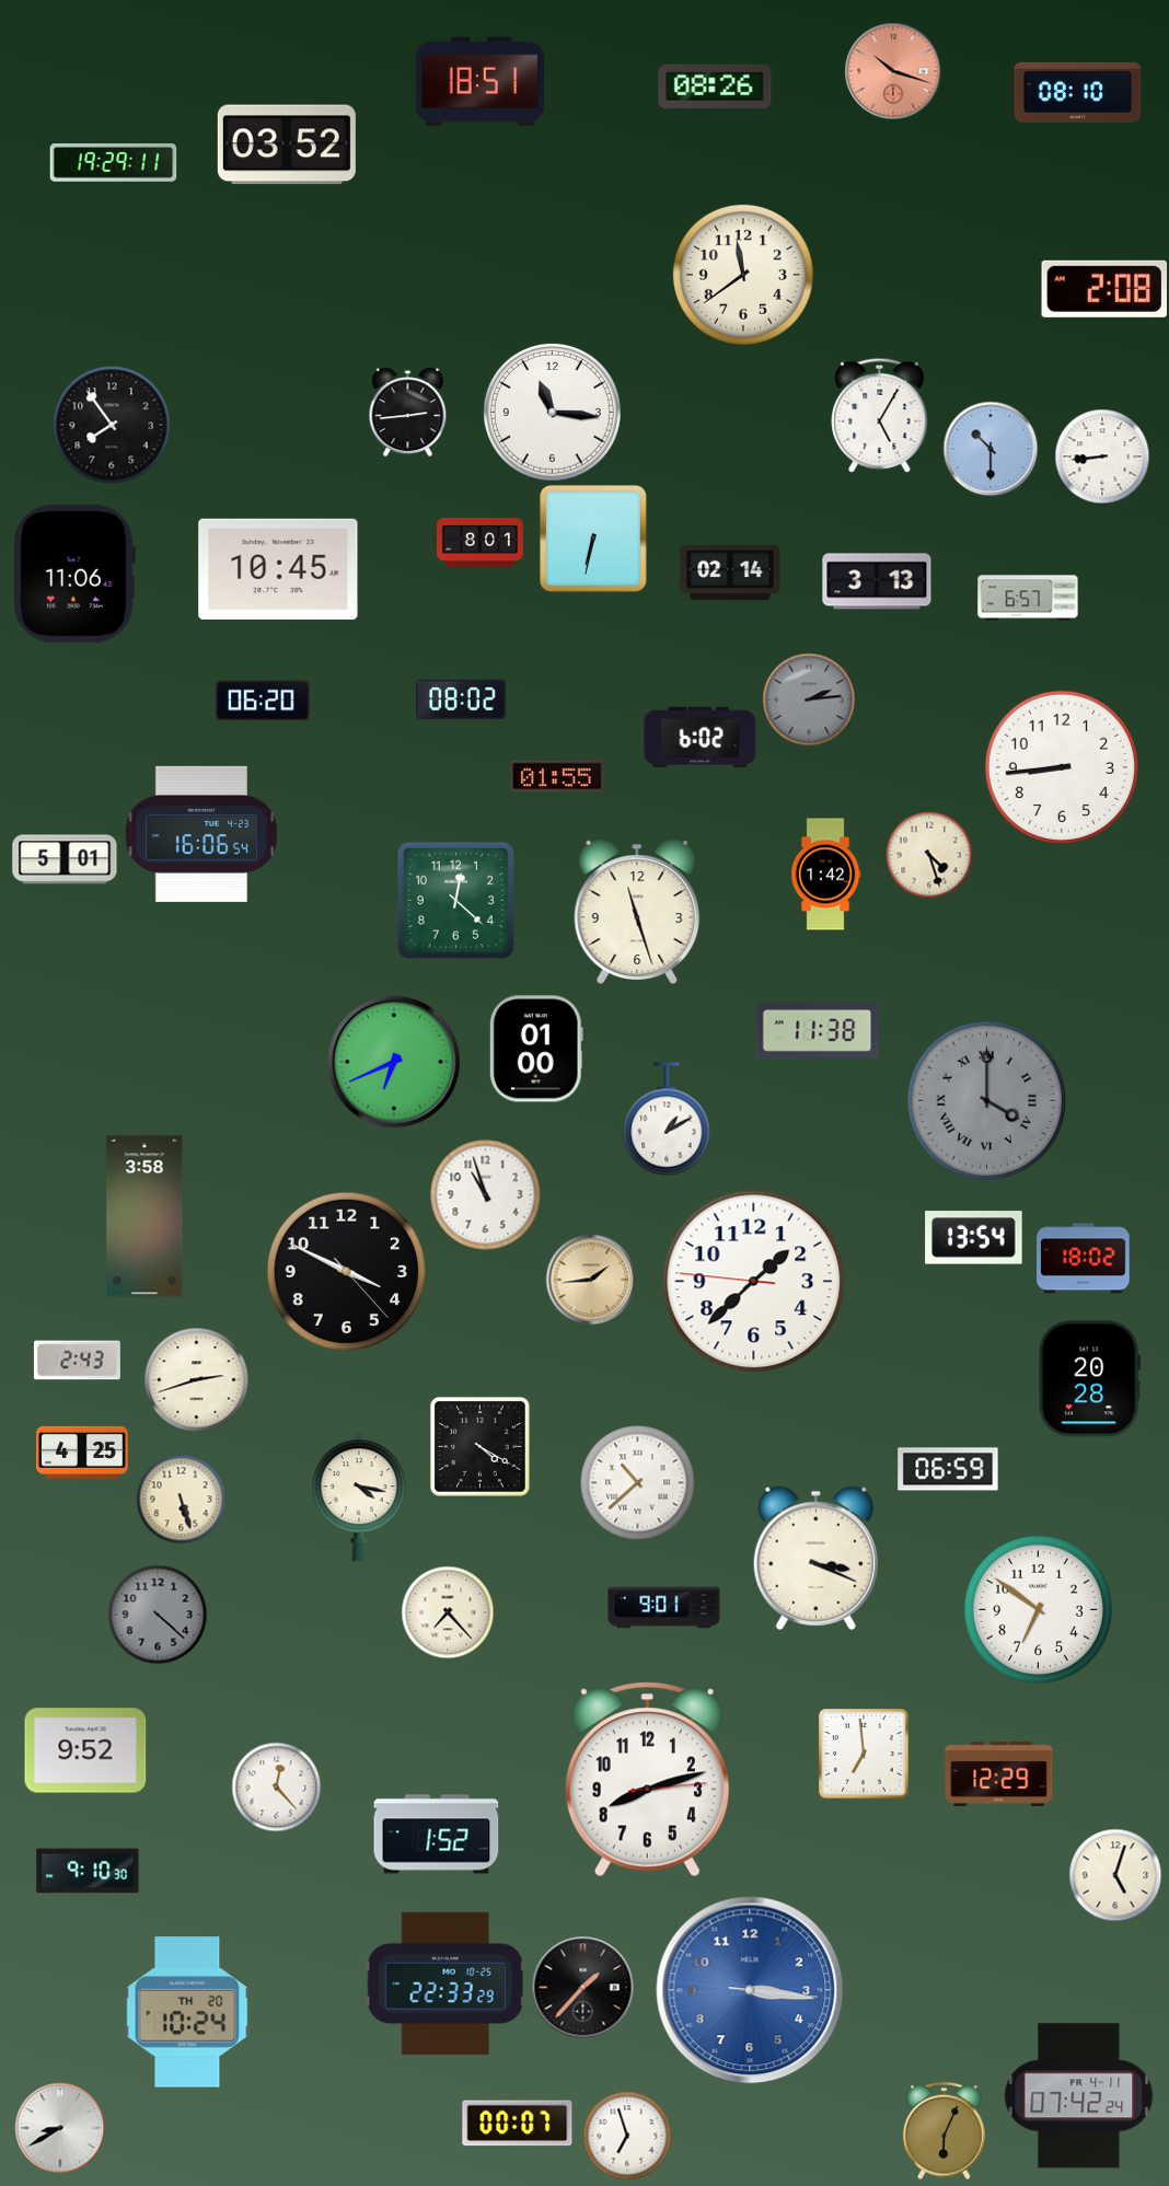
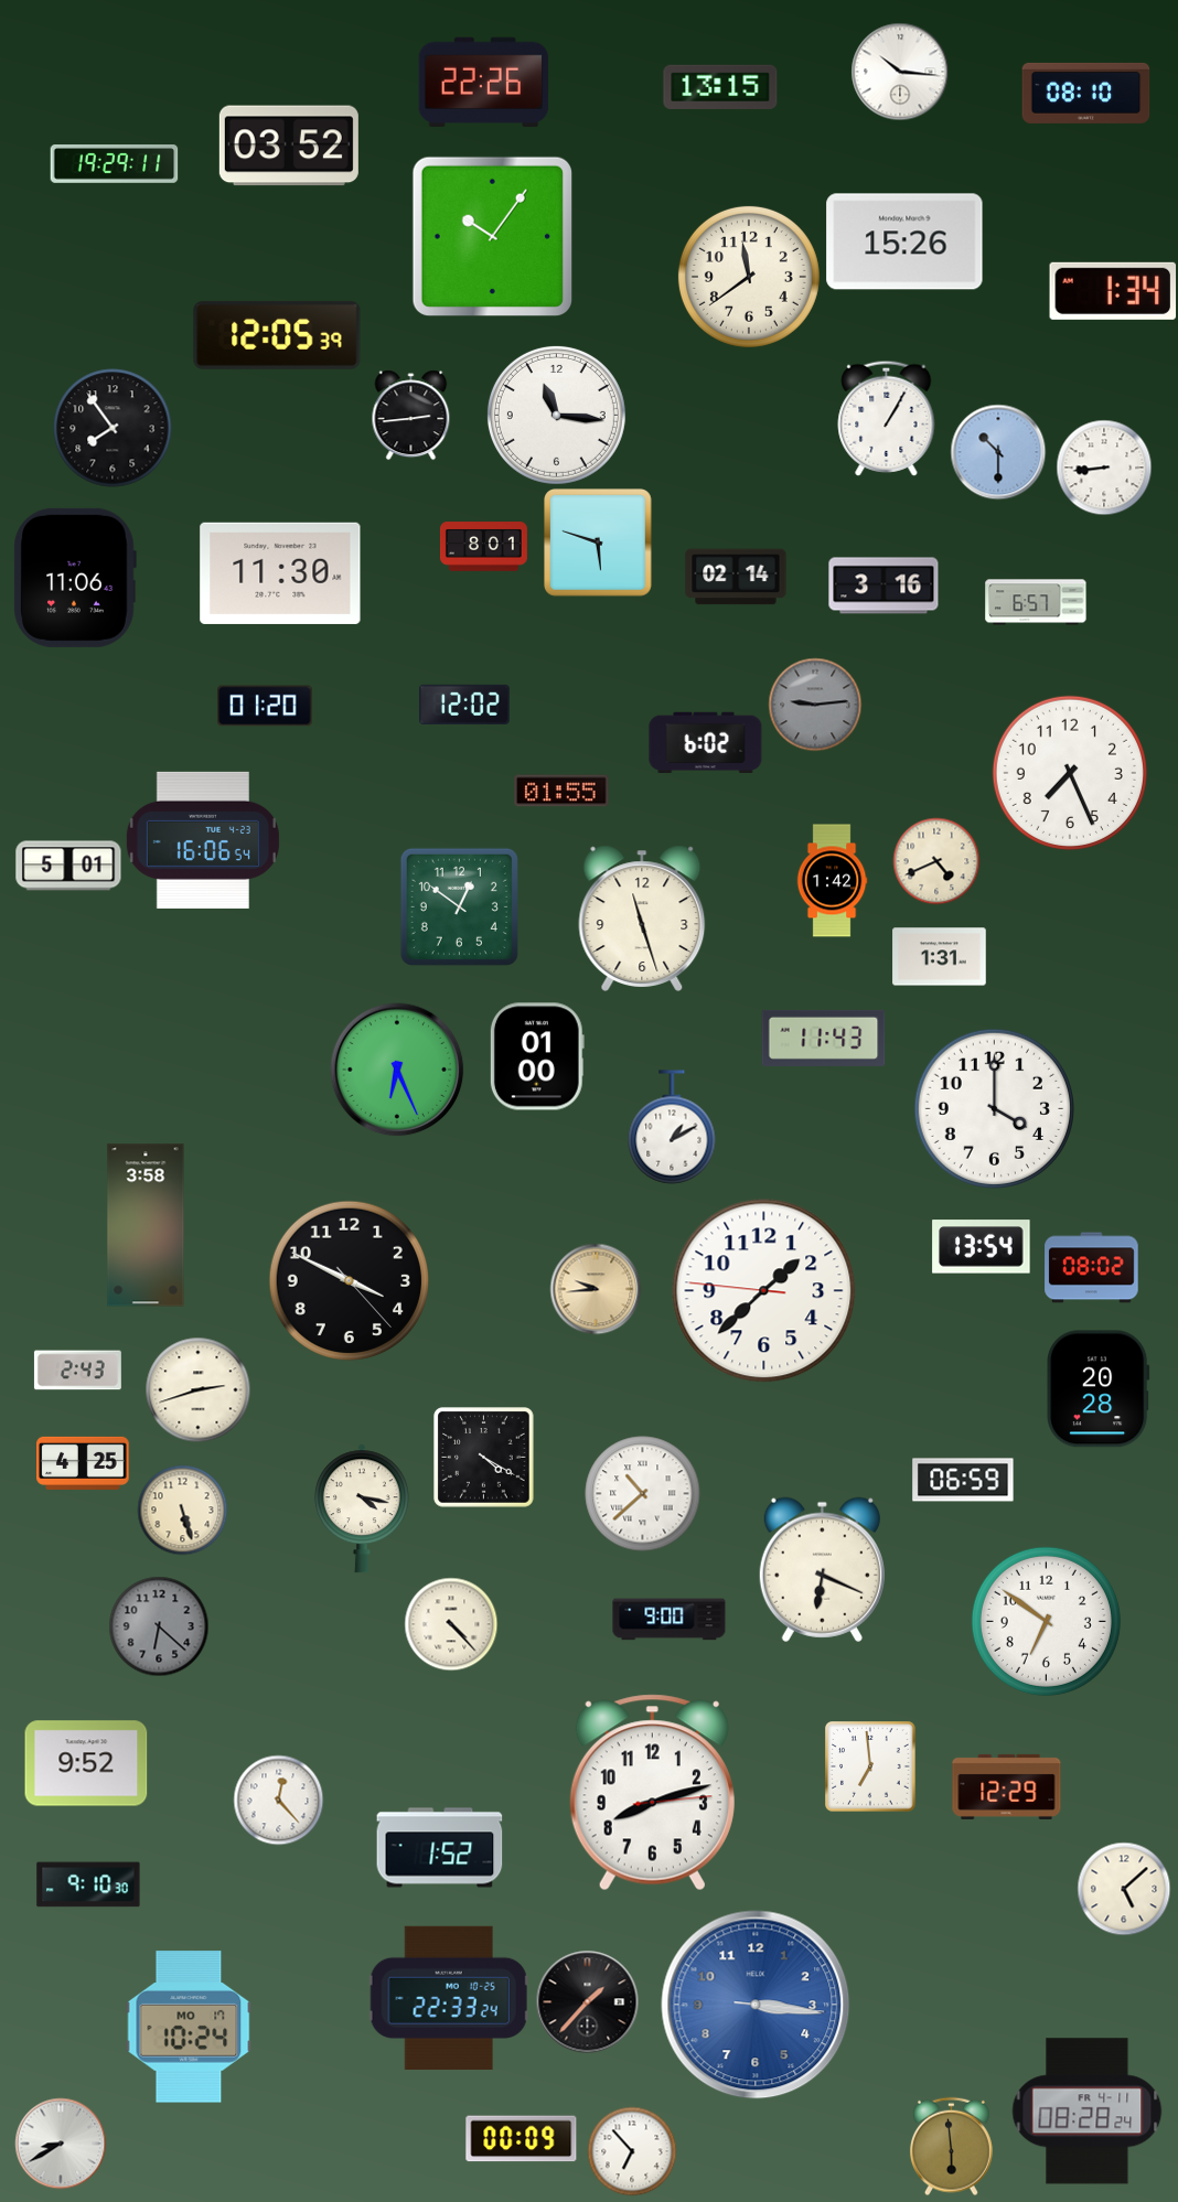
clock at (893, 71): 10:18 -> 10:16
clock at (893, 71) dial: salmon -> white
clock at (481, 82): 18:51 -> 22:26
clock at (715, 86): 08:26 -> 13:15
clock at (492, 236): none -> 10:06
clock at (904, 241): none -> 15:26
clock at (1104, 289): 2:08 -> 1:34
clock at (277, 335): none -> 12:05
clock at (880, 415): 5:05 -> 1:05
clock at (1102, 456) position: (1102, 456) -> (1104, 468)
clock at (594, 540): 6:32 -> 5:48
clock at (278, 569): 10:45 -> 11:30
clock at (877, 581): 3:13 -> 3:16
clock at (462, 699): 08:02 -> 12:02
clock at (809, 699): 2:14 -> 9:14
clock at (263, 701): 06:20 -> 01:20
clock at (1062, 767): 8:44 -> 7:26
clock at (557, 776) position: (557, 776) -> (561, 791)
clock at (929, 855): 4:27 -> 4:41
clock at (65, 859) position: (65, 859) -> (68, 866)
clock at (455, 900): 12:22 -> 12:51
clock at (940, 957): none -> 1:31
clock at (818, 1030): 11:38 -> 11:43
clock at (536, 1049) position: (536, 1049) -> (537, 1056)
clock at (394, 1062): 6:41 -> 6:26
clock at (986, 1100) dial: grey -> white
clock at (986, 1100) numerals: Roman -> Arabic
clock at (486, 1195): 10:57 -> none
clock at (1084, 1259): 18:02 -> 08:02
clock at (591, 1280): 1:44 -> 9:44
clock at (754, 1282) position: (754, 1282) -> (764, 1291)
clock at (948, 1469) position: (948, 1469) -> (963, 1480)
clock at (815, 1558): 3:19 -> 6:19
clock at (664, 1608): 9:01 -> 9:00
clock at (448, 1612): 7:23 -> 4:23
clock at (158, 1615): 4:22 -> 6:22
clock at (1115, 1875): 5:03 -> 5:08
clock at (445, 1983): 22:33:29 -> 22:33:24
clock at (187, 2012) date: TH 20 -> MO 17
clock at (1079, 2096): 07:42 -> 08:28
clock at (518, 2124): 00:07 -> 00:09
clock at (944, 2130): 6:04 -> 5:59
clock at (627, 2136): 6:57 -> 6:53
